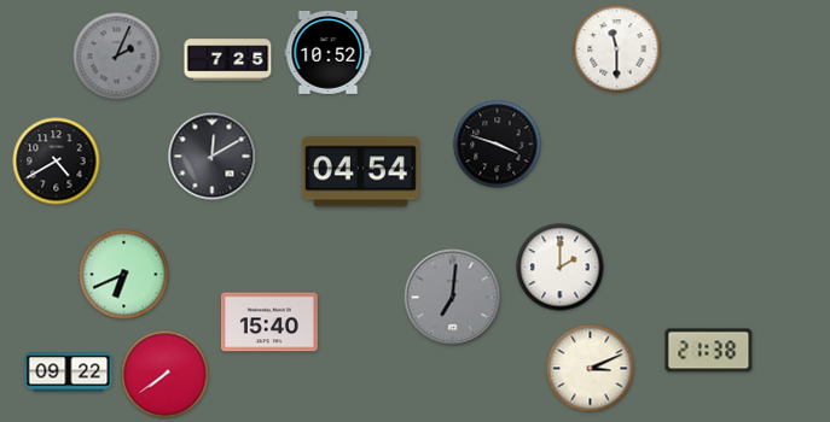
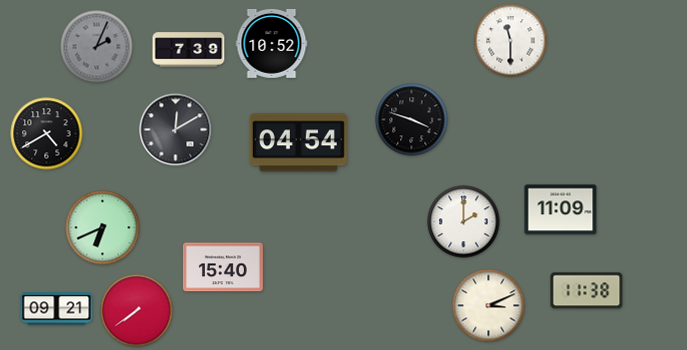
clock at (228, 60): 7:25 -> 7:39
clock at (561, 210): none -> 11:09
clock at (453, 298): 7:01 -> none
clock at (709, 351): 21:38 -> 11:38
clock at (69, 373): 09:22 -> 09:21
